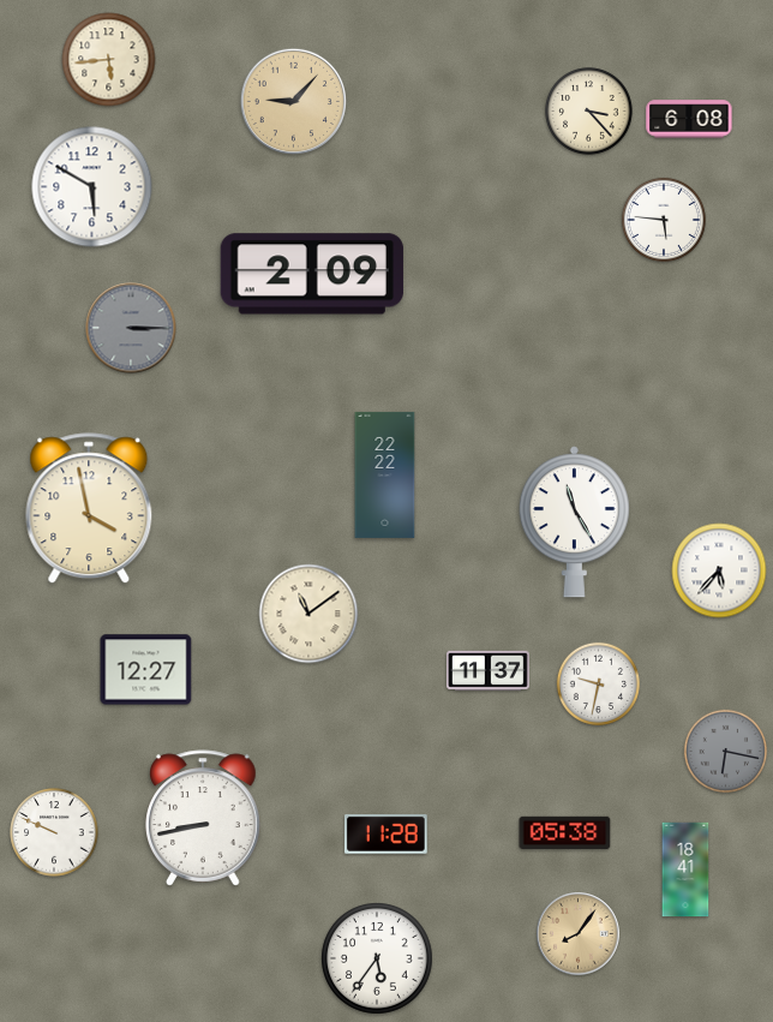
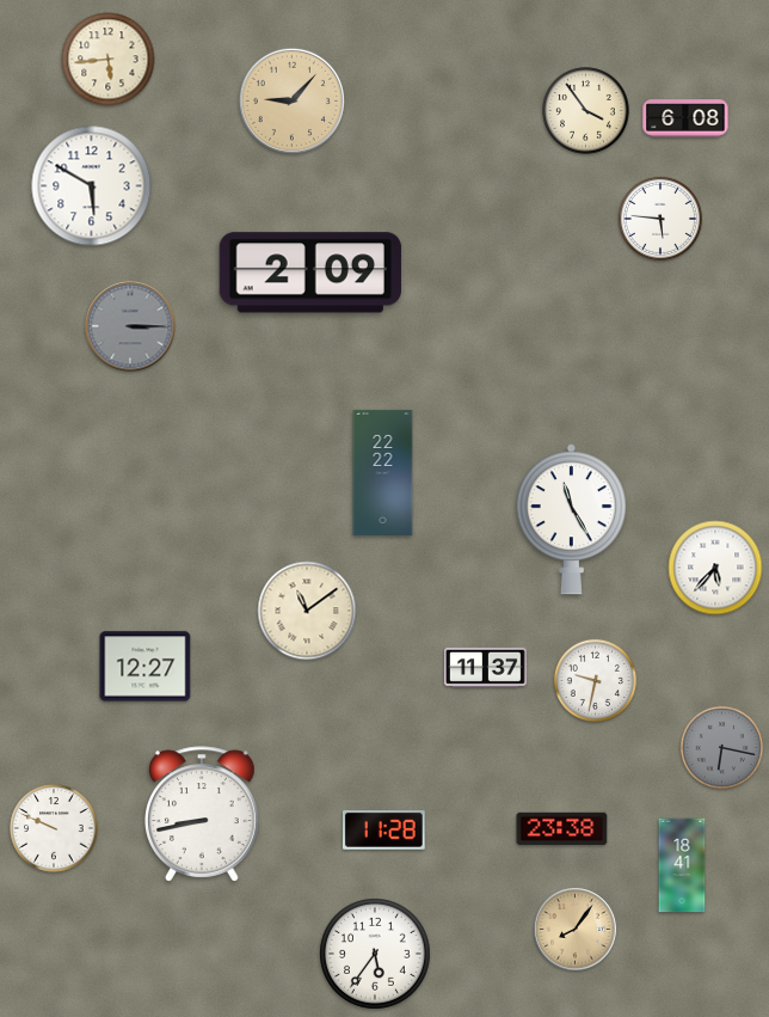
clock at (589, 112): 3:23 -> 3:54
clock at (89, 509): 3:58 -> none
clock at (565, 832): 05:38 -> 23:38
